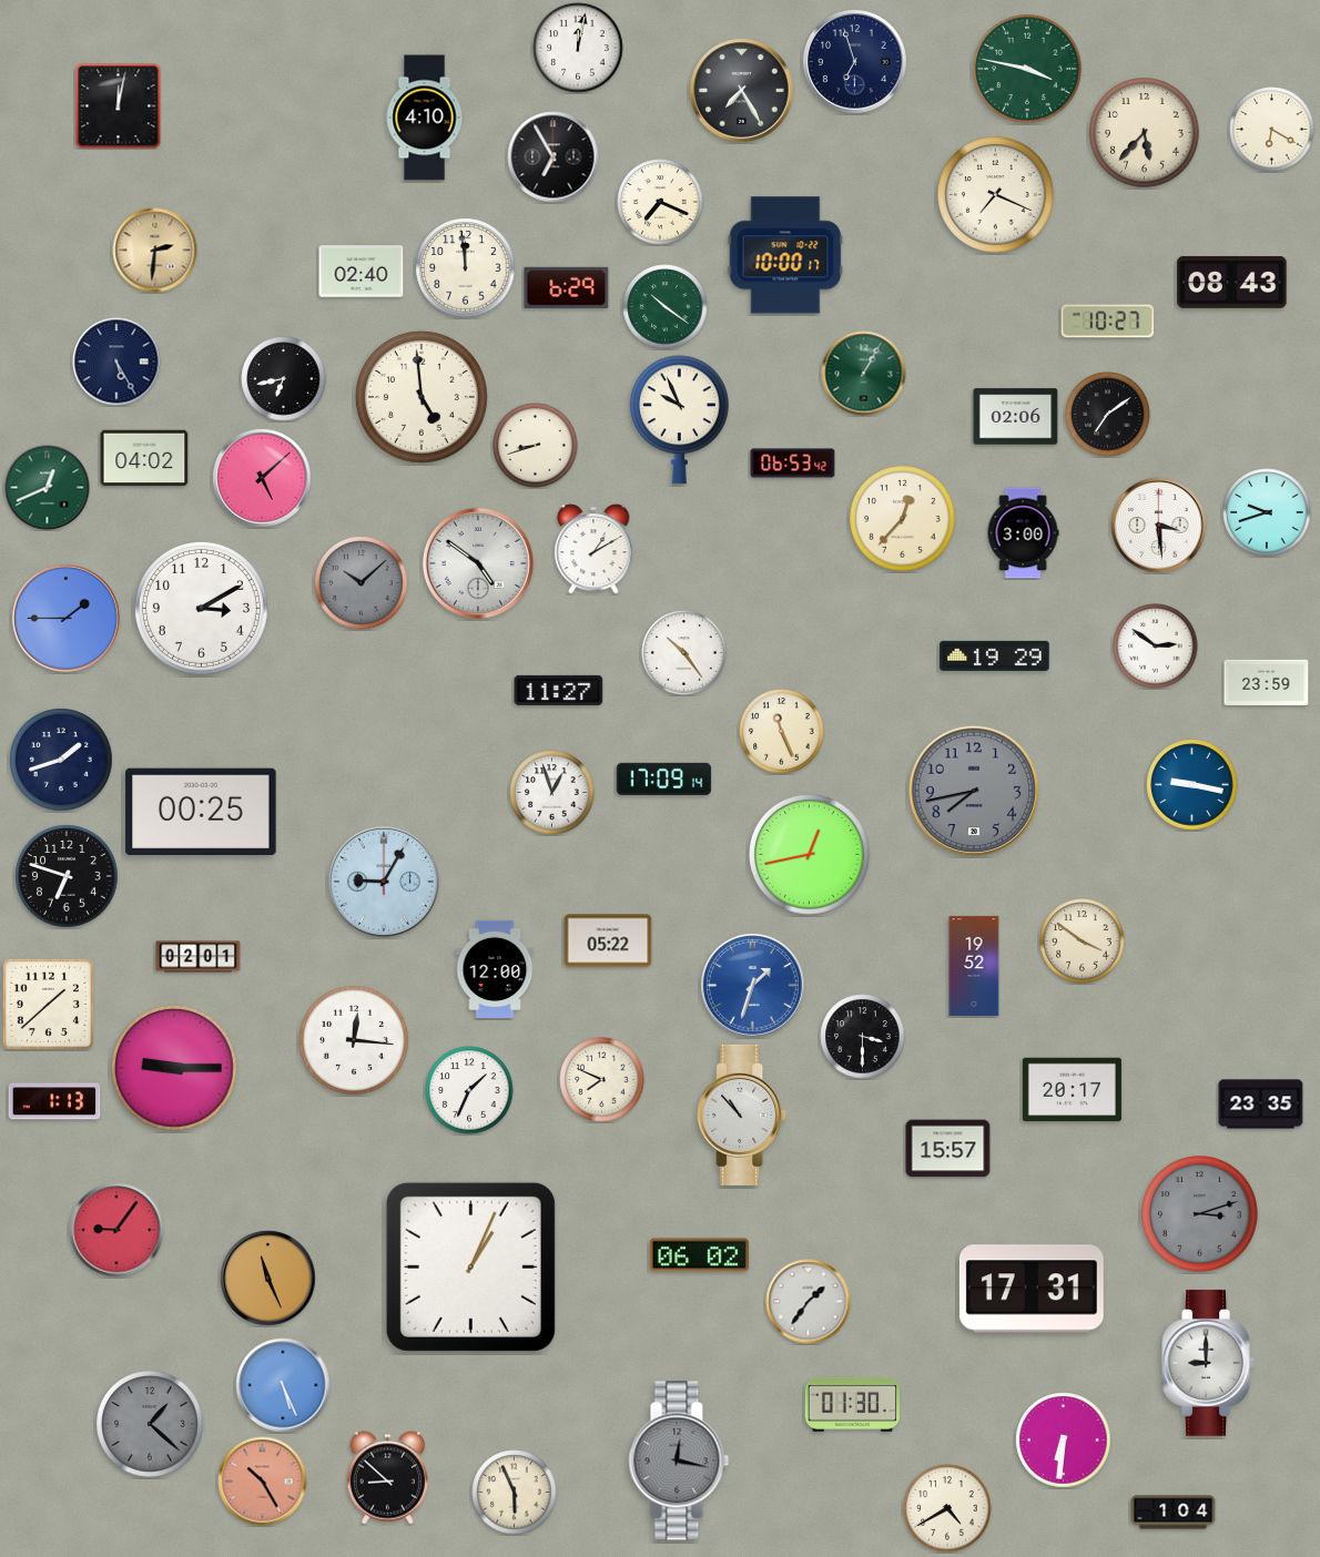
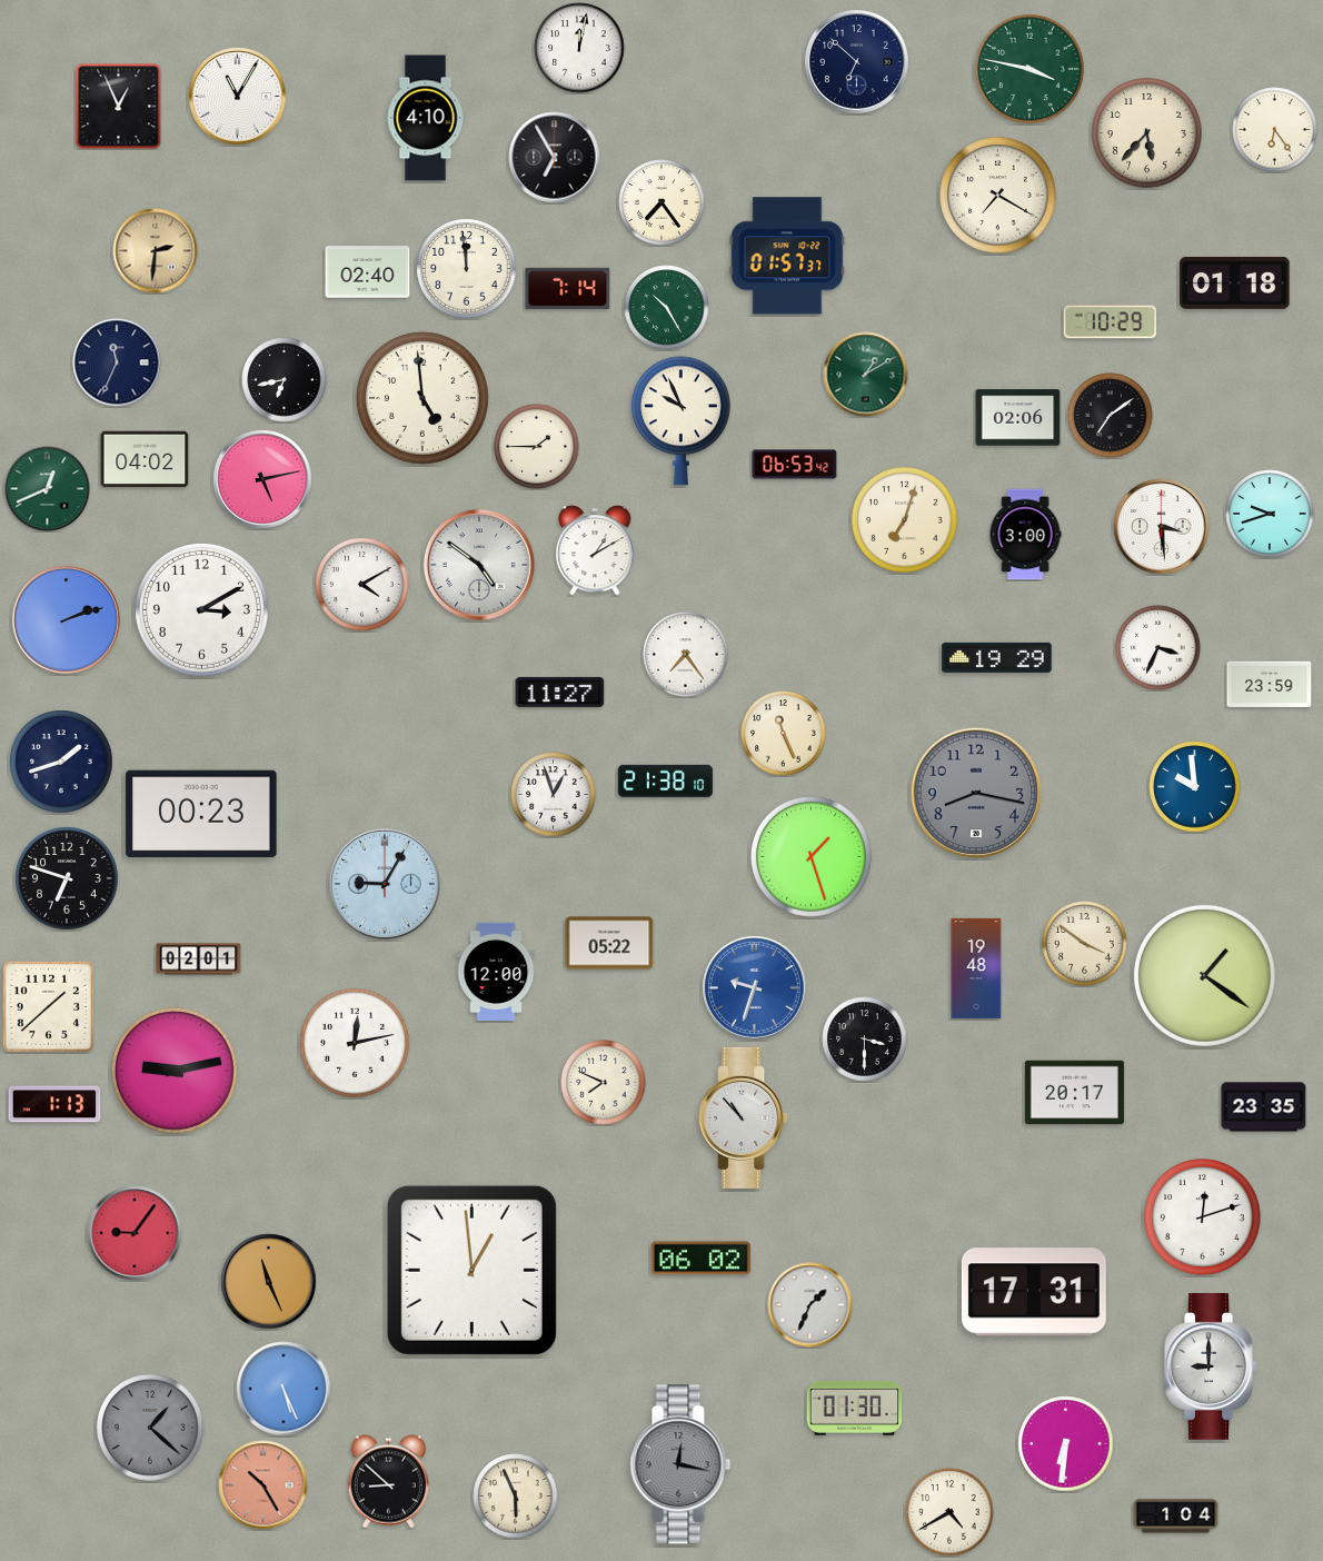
clock at (855, 62): 6:57 -> 6:52
clock at (742, 91): 7:25 -> none
clock at (238, 97): none -> 11:05
clock at (119, 106): 12:02 -> 12:56
clock at (1272, 130): 6:20 -> 6:24
clock at (996, 195): 7:19 -> 7:20
clock at (660, 202): 7:19 -> 7:24
clock at (785, 255): 10:00 -> 01:57
clock at (362, 272) position: (362, 272) -> (368, 272)
clock at (1232, 283): 08:43 -> 01:18
clock at (567, 287): 6:29 -> 7:14
clock at (666, 307): 10:21 -> 10:25
clock at (1108, 322): 10:27 -> 10:29
clock at (116, 362): 5:25 -> 11:34
clock at (864, 374): 1:05 -> 1:10
clock at (536, 446): 8:42 -> 1:45
clock at (262, 478): 5:08 -> 5:13
clock at (903, 519): 12:37 -> 7:03
clock at (362, 583): 10:08 -> 4:10
clock at (362, 583) dial: grey -> white
clock at (65, 618): 1:45 -> 2:12
clock at (1156, 647): 2:51 -> 3:34
clock at (684, 653): 10:24 -> 7:24
clock at (664, 778): 17:09 -> 21:38
clock at (1192, 785): 9:17 -> 9:59
clock at (974, 791): 7:43 -> 8:17
clock at (201, 812): 00:25 -> 00:23
clock at (810, 855): 12:43 -> 1:27
clock at (974, 966): 19:52 -> 19:48
clock at (1204, 975): none -> 1:21
clock at (753, 986): 1:33 -> 9:33
clock at (354, 1040): 12:16 -> 12:13
clock at (174, 1068): 9:15 -> 9:13
clock at (469, 1090): 1:34 -> none
clock at (948, 1149): 15:57 -> none
clock at (1200, 1214): 3:12 -> 12:12
clock at (1200, 1214) dial: grey -> white
clock at (116, 1230) position: (116, 1230) -> (135, 1233)
clock at (470, 1266): 1:04 -> 12:59
clock at (809, 1302): 1:36 -> 1:34
